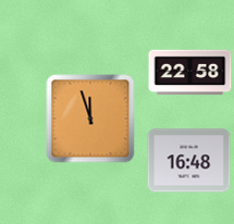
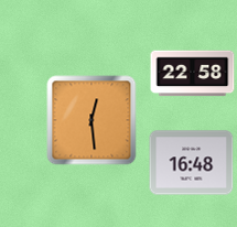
clock at (90, 119): 11:57 -> 12:29
